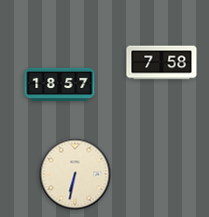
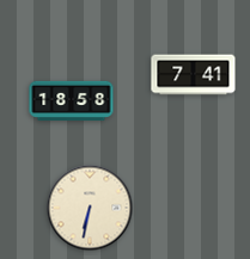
clock at (162, 63): 7:58 -> 7:41
clock at (60, 85): 18:57 -> 18:58
